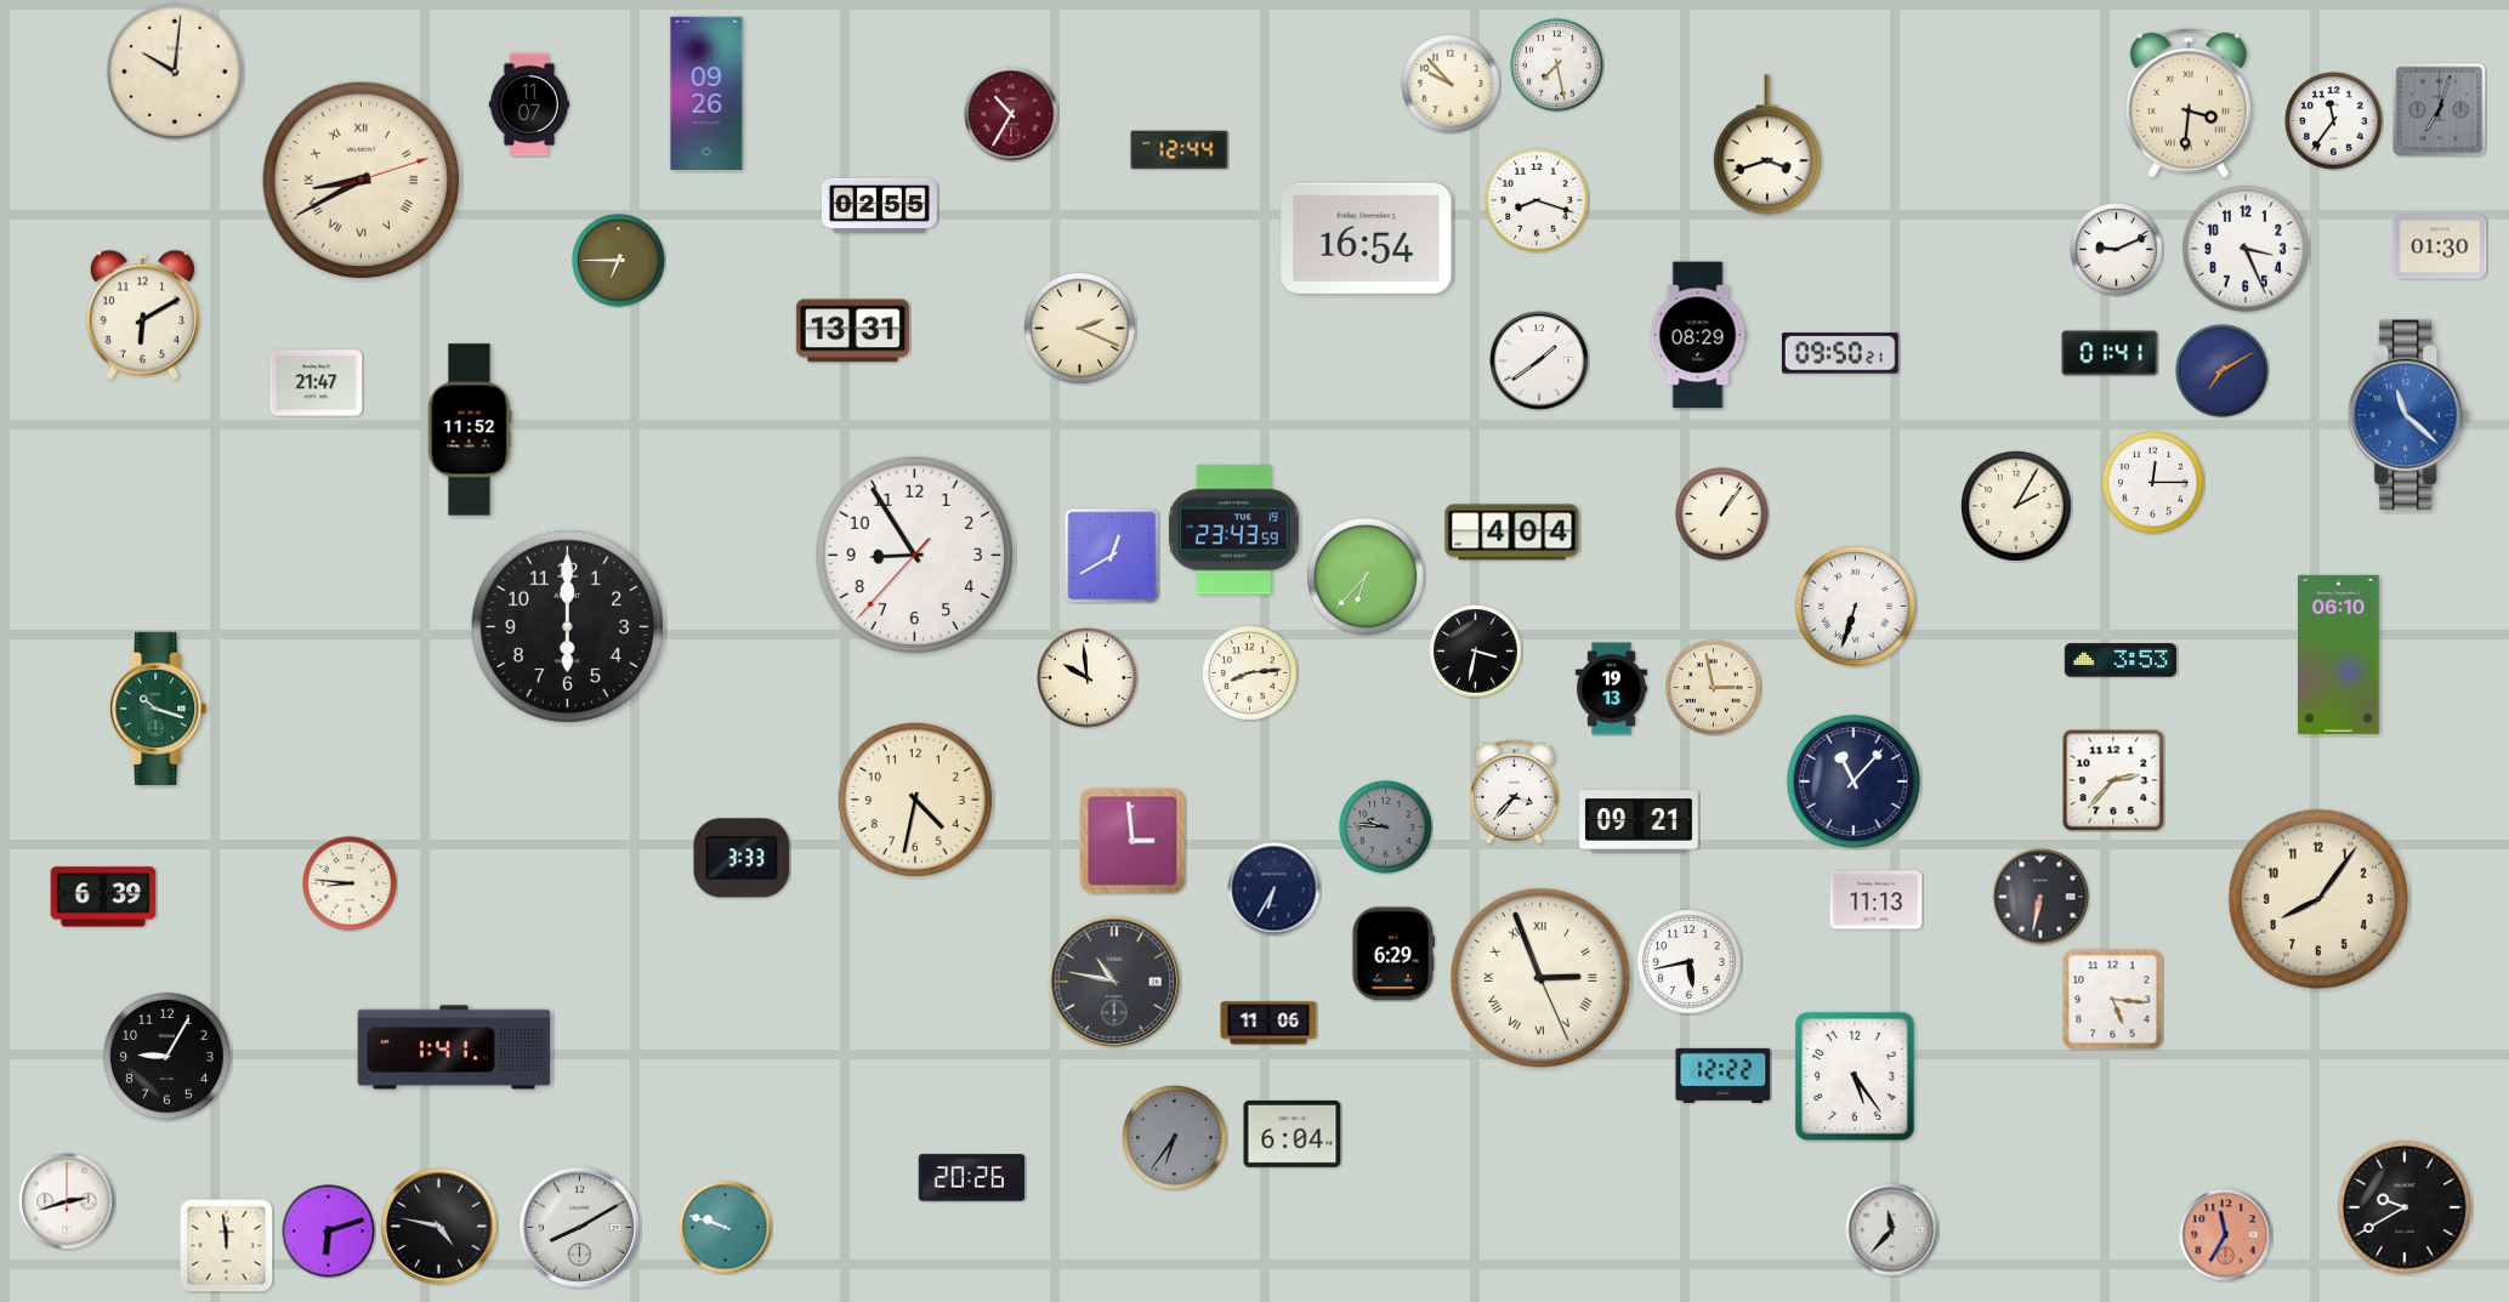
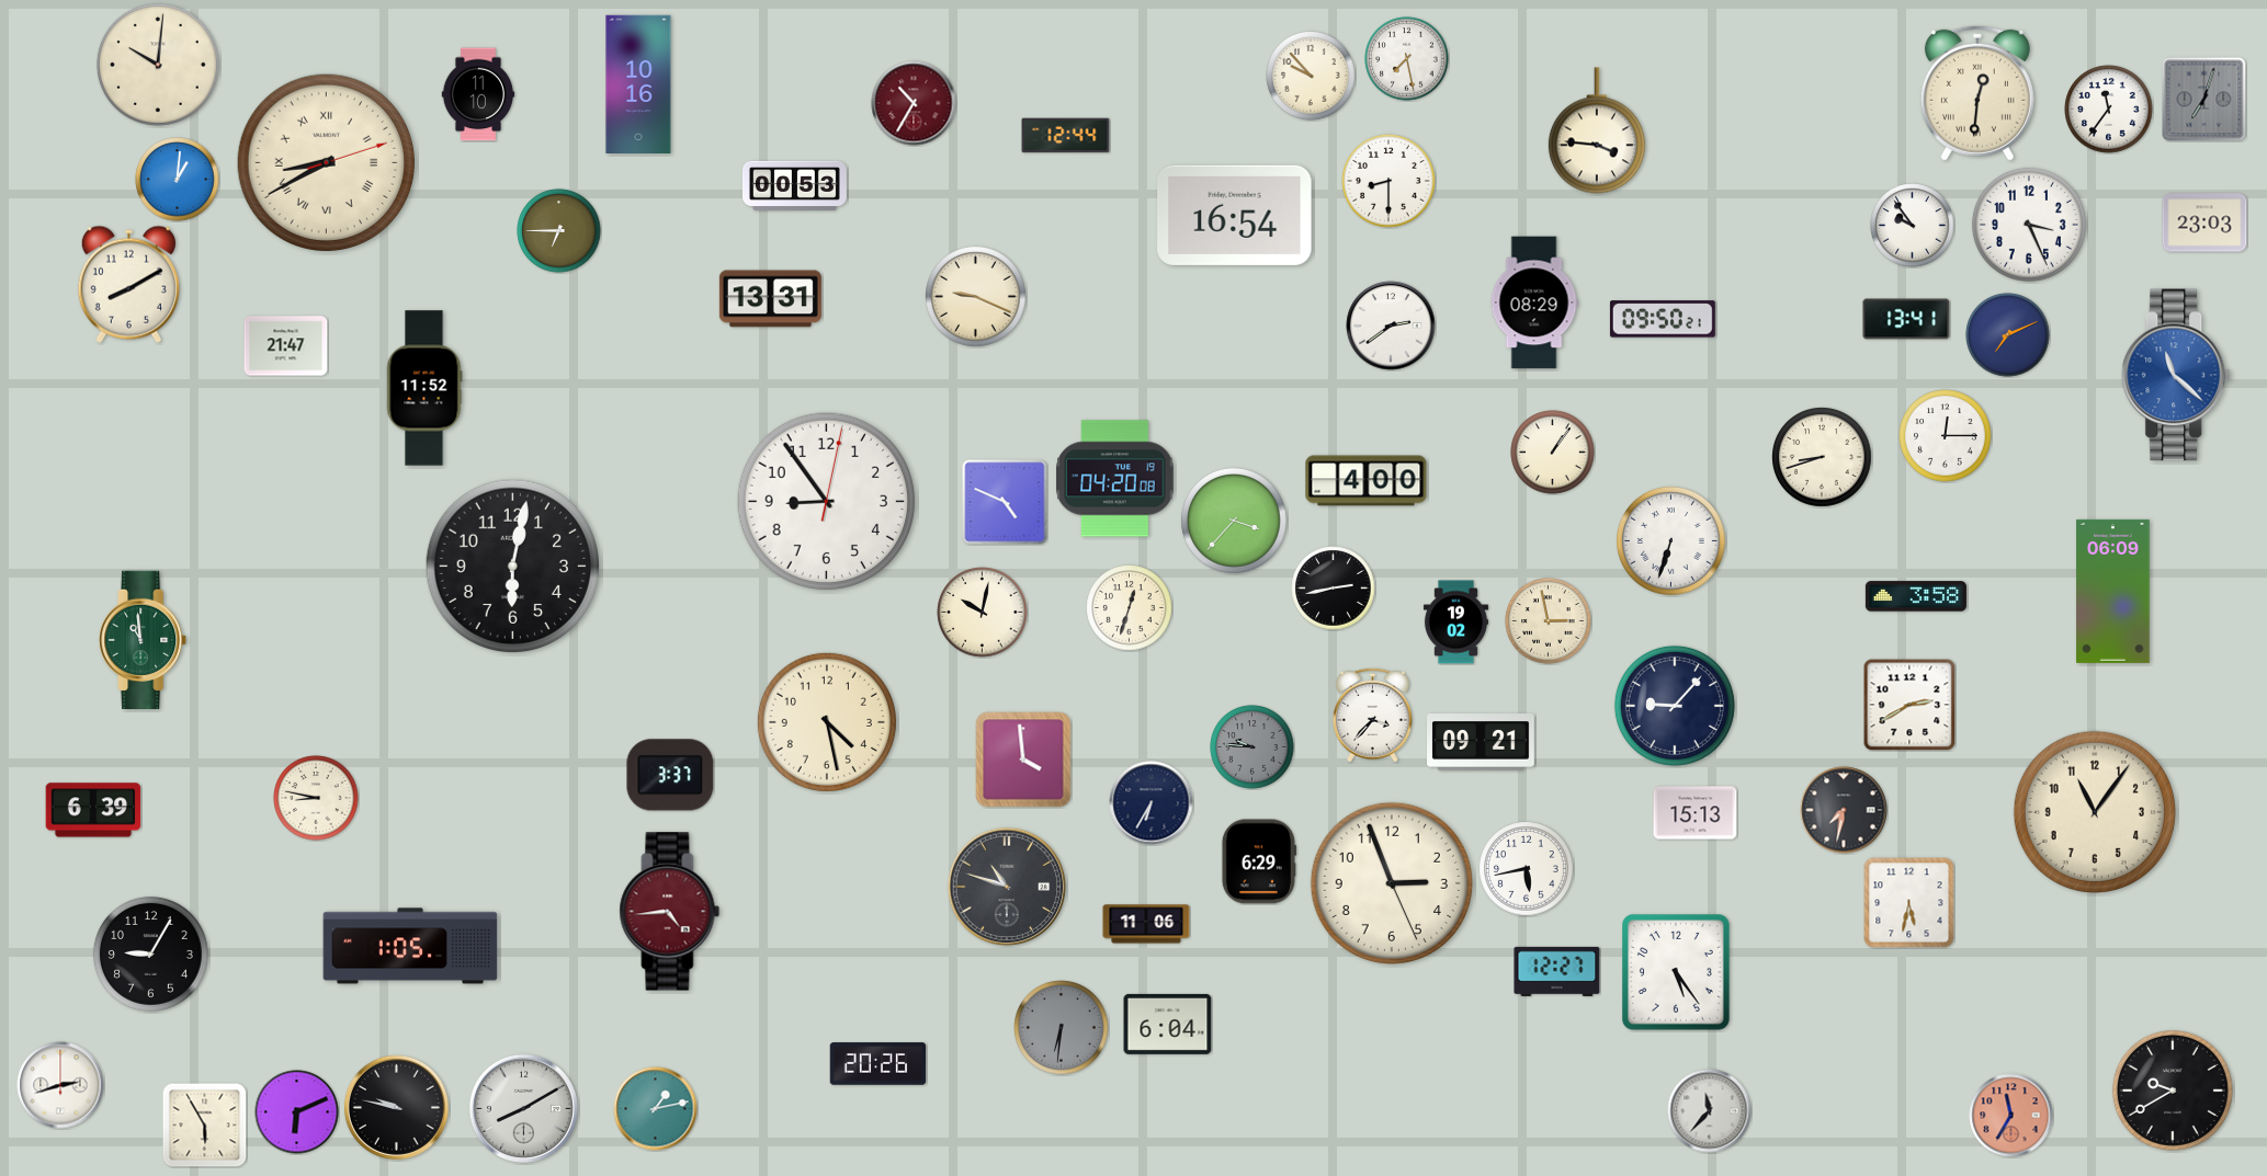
clock at (706, 93): 09:26 -> 10:16
clock at (2189, 103): 3:31 -> 12:31
clock at (529, 104): 11:07 -> 11:10
clock at (1767, 144): 3:42 -> 3:46
clock at (178, 180): none -> 1:01
clock at (1537, 200): 8:18 -> 8:30
clock at (879, 205): 02:55 -> 00:53
clock at (2440, 246): 01:30 -> 23:03
clock at (2117, 250): 9:11 -> 9:54
clock at (619, 261) position: (619, 261) -> (559, 231)
clock at (142, 314): 6:10 -> 8:10
clock at (1080, 329): 2:19 -> 9:19
clock at (2110, 353): 01:41 -> 13:41
clock at (1539, 360): 1:39 -> 2:39
clock at (2223, 371): 7:10 -> 7:11
clock at (2016, 506): 2:05 -> 8:42
clock at (1722, 514) position: (1722, 514) -> (1553, 453)
clock at (1234, 530): 23:43 -> 04:20
clock at (1512, 533): 4:04 -> 4:00
clock at (914, 555): 8:54:37 -> 8:54:02
clock at (1112, 556): 12:40 -> 4:49
clock at (1367, 578): 6:37 -> 3:37
clock at (1855, 605) position: (1855, 605) -> (1670, 540)
clock at (567, 626): 6:00 -> 6:02
clock at (1476, 652): 3:32 -> 2:43
clock at (2339, 654): 06:10 -> 06:09
clock at (2121, 660): 3:53 -> 3:58
clock at (1250, 673): 8:14 -> 12:33
clock at (1088, 678): 9:59 -> 10:02
clock at (1611, 689): 19:13 -> 19:02
clock at (159, 707): 10:18 -> 10:59
clock at (2113, 780): 2:37 -> 2:40
clock at (1854, 781): 11:07 -> 9:07
clock at (1514, 791) position: (1514, 791) -> (1372, 715)
clock at (915, 800): 4:32 -> 4:28
clock at (1133, 841): 2:59 -> 3:59
clock at (742, 858): 3:33 -> 3:37
clock at (350, 883): 8:46 -> 8:47
clock at (2040, 897): 6:32 -> 7:32
clock at (2318, 899): 8:06 -> 11:06
clock at (1877, 900): 11:13 -> 15:13
clock at (1540, 978) numerals: Roman -> Arabic
clock at (1114, 982): 10:47 -> 10:48
clock at (2113, 1000): 5:16 -> 5:32
clock at (670, 912): none -> 4:44
clock at (454, 1047): 1:41 -> 1:05
clock at (1724, 1075): 12:22 -> 12:27
clock at (1175, 1138): 6:36 -> 6:31
clock at (438, 1226): 4:47 -> 9:47
clock at (726, 1228): 9:48 -> 1:13
clock at (329, 1232): 6:12 -> 6:11
clock at (226, 1245): 11:59 -> 5:55
